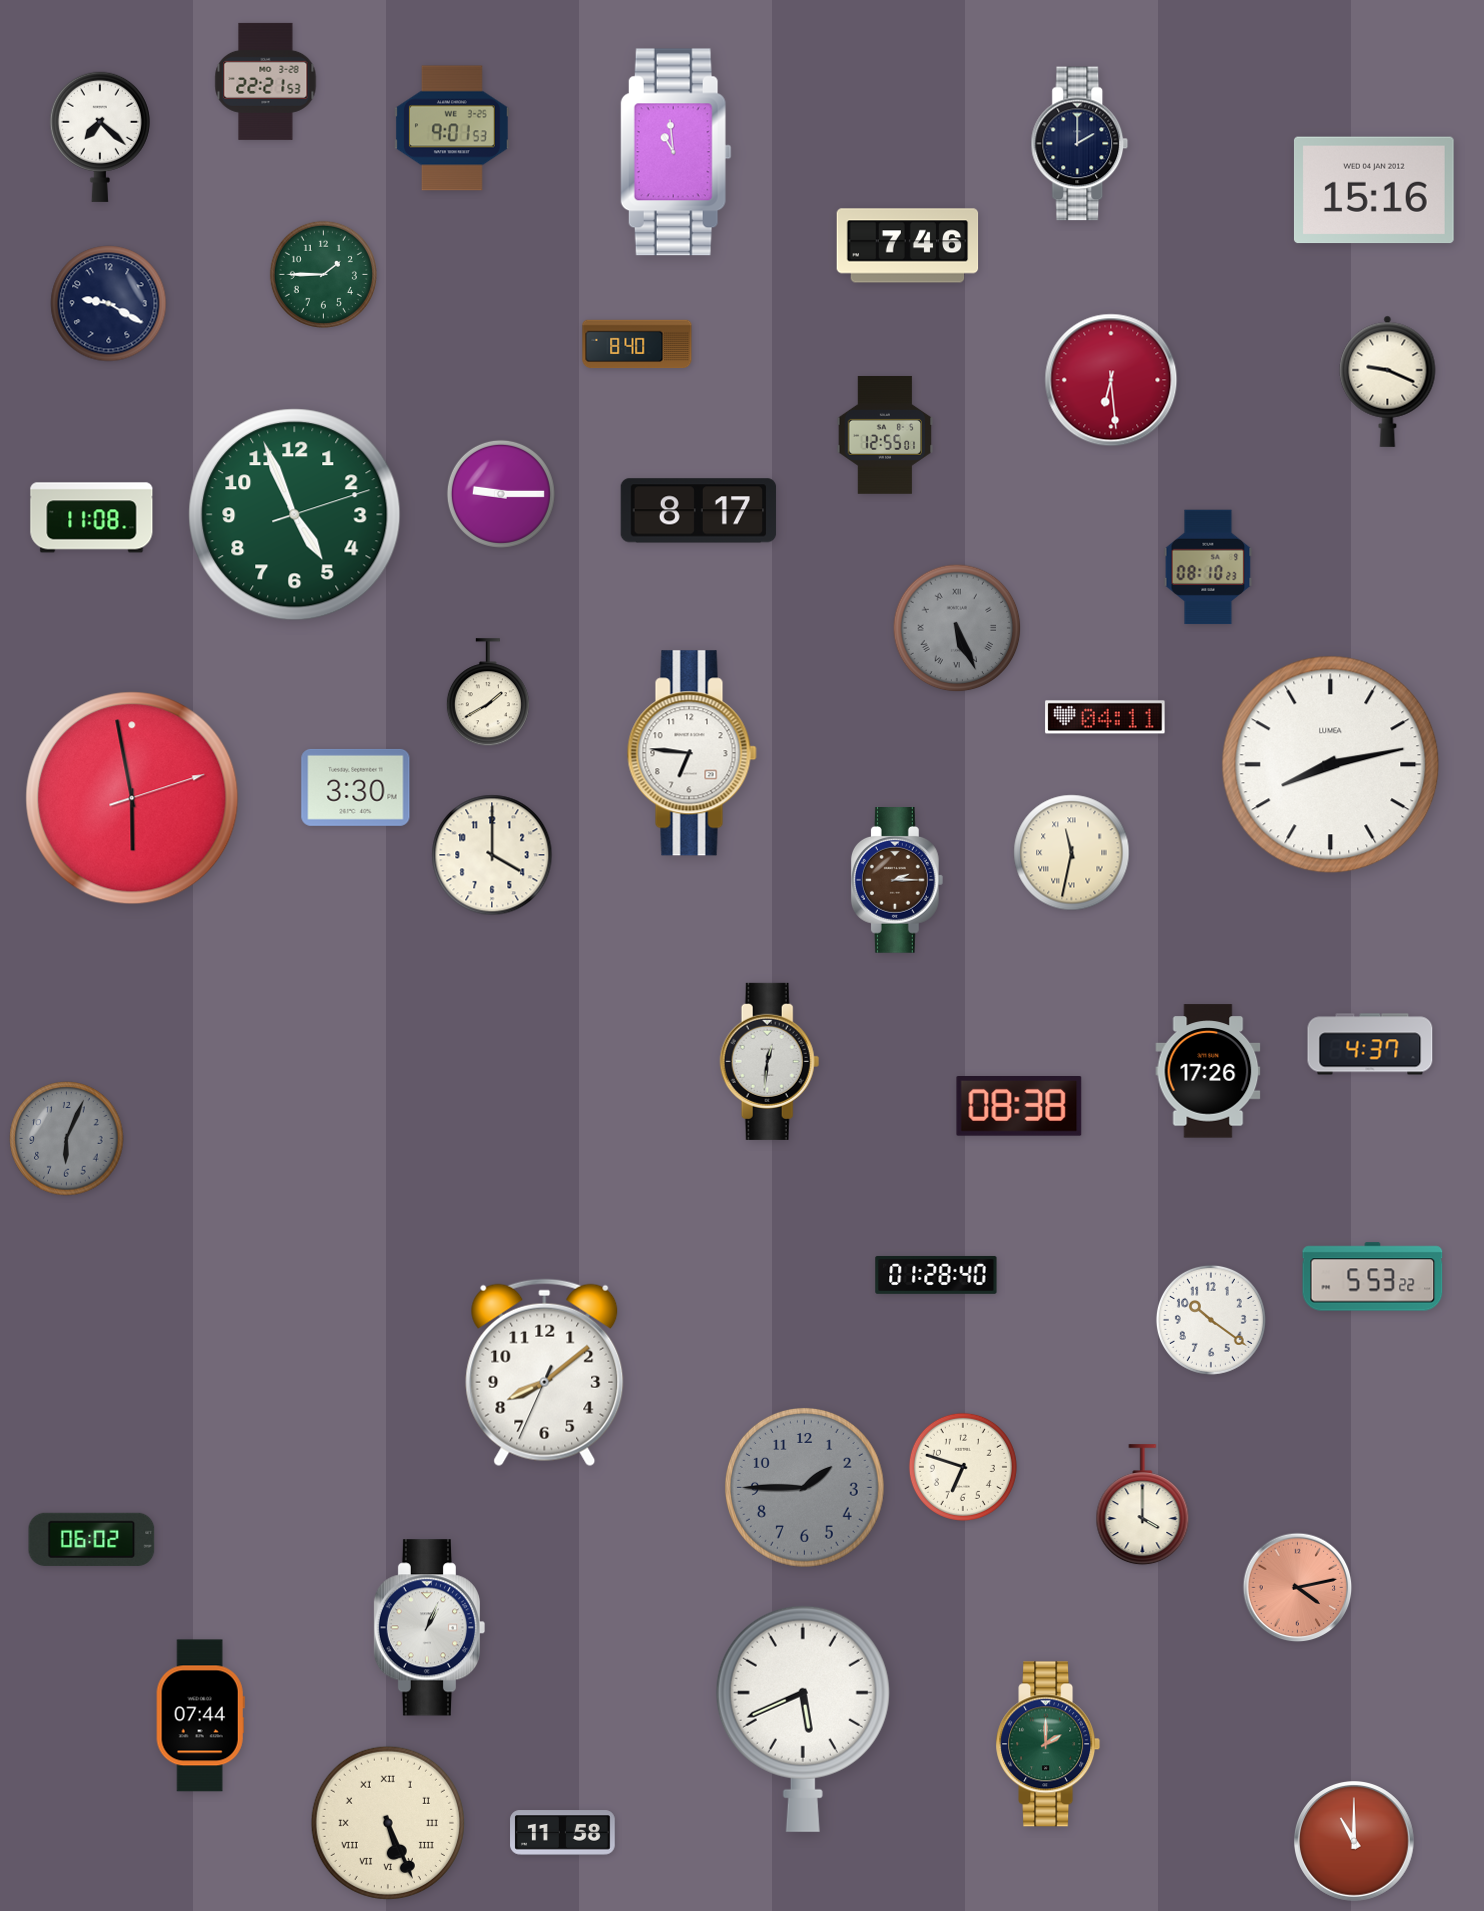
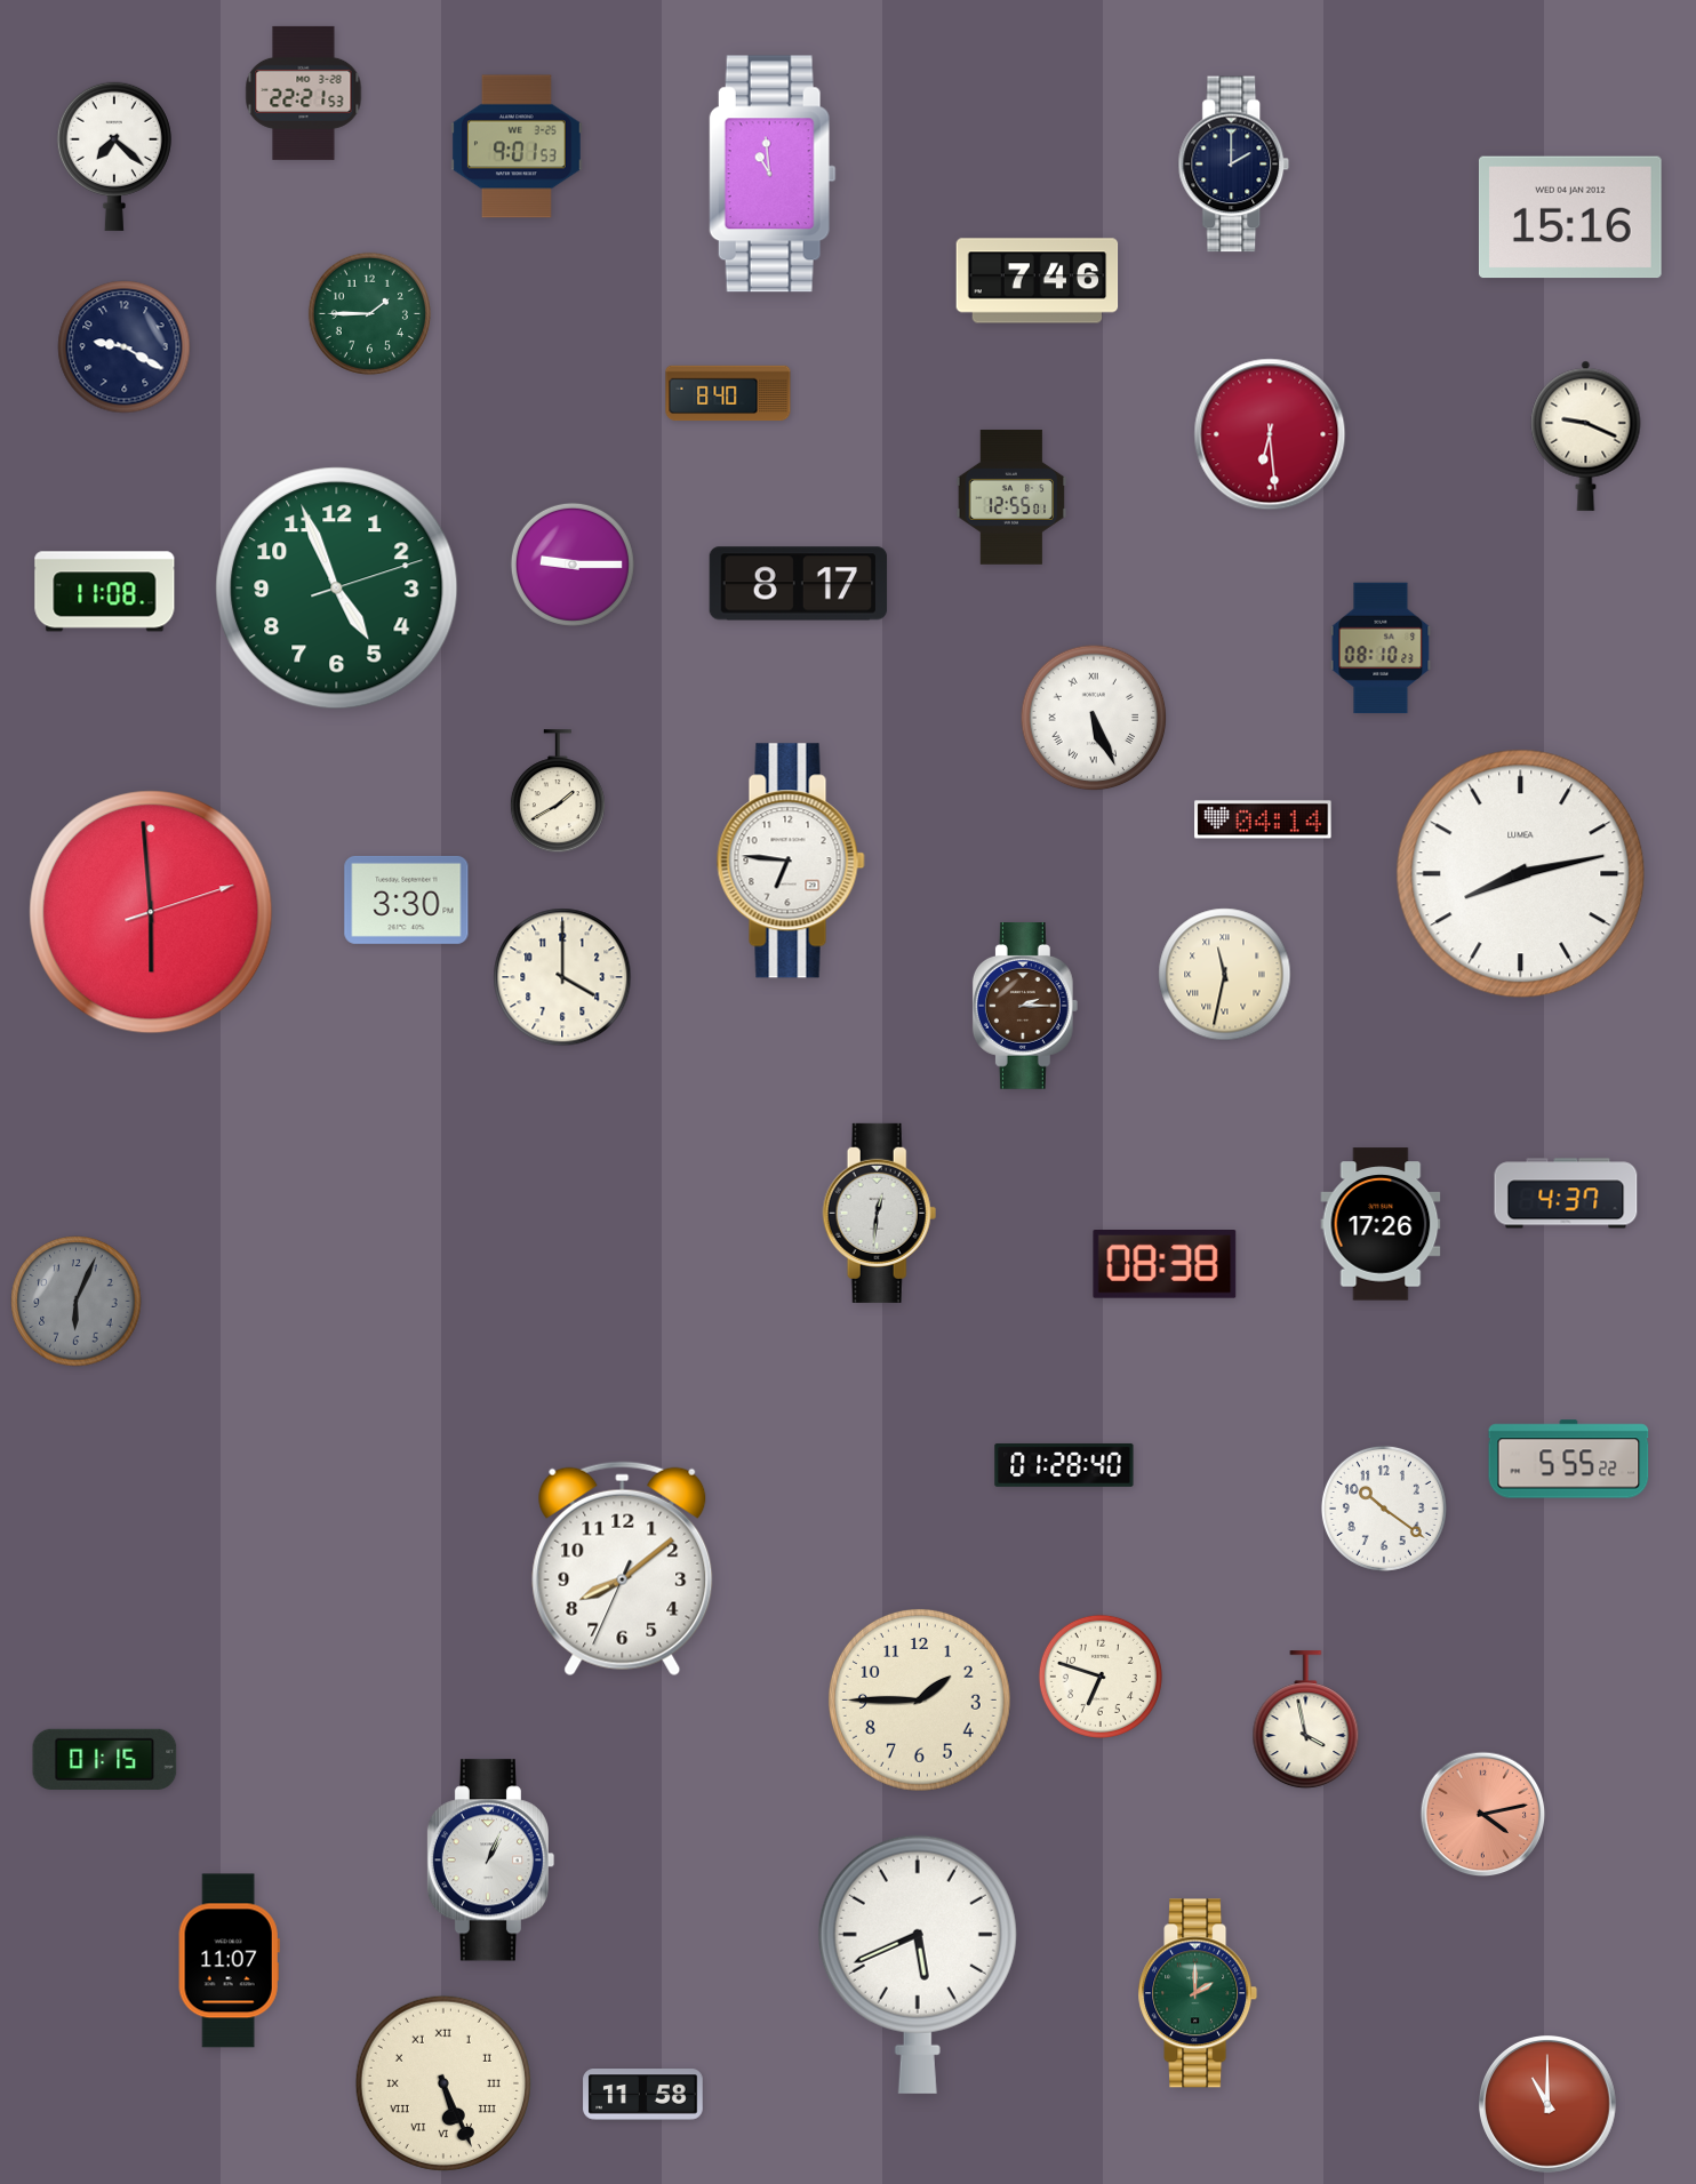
clock at (957, 628) dial: grey -> white
clock at (1105, 717): 04:11 -> 04:14
clock at (132, 798): 5:58 -> 5:59
clock at (936, 1275) position: (936, 1275) -> (1064, 1465)
clock at (1373, 1277): 5:53 -> 5:55
clock at (804, 1487) dial: grey -> cream
clock at (1143, 1505): 4:00 -> 3:58
clock at (92, 1539): 06:02 -> 01:15
clock at (200, 1716): 07:44 -> 11:07
